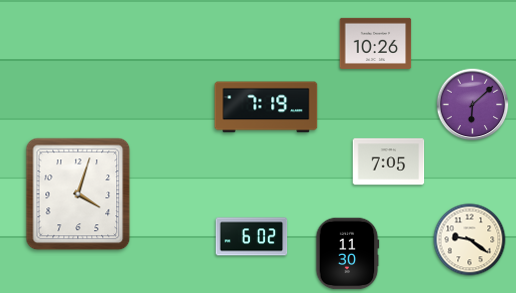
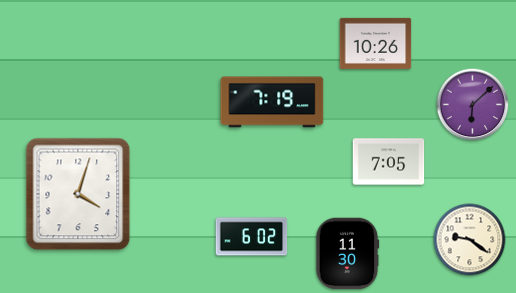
clock at (266, 107) position: (266, 107) -> (272, 102)
